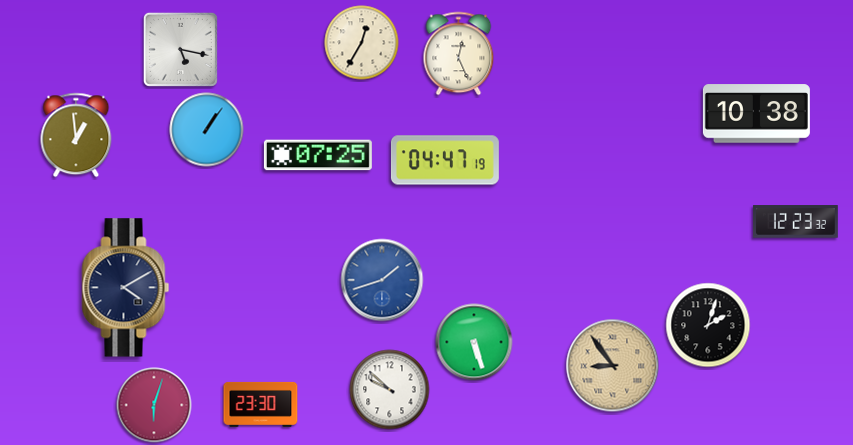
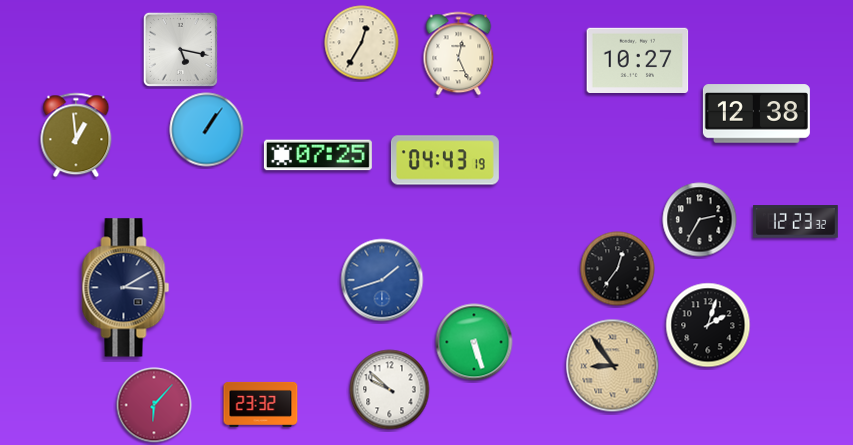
clock at (638, 60): none -> 10:27
clock at (756, 114): 10:38 -> 12:38
clock at (445, 160): 04:47 -> 04:43
clock at (700, 220): none -> 2:35
clock at (618, 269): none -> 12:36
clock at (126, 288): 4:10 -> 3:10
clock at (261, 404): 23:30 -> 23:32
clock at (154, 405): 6:03 -> 6:07
